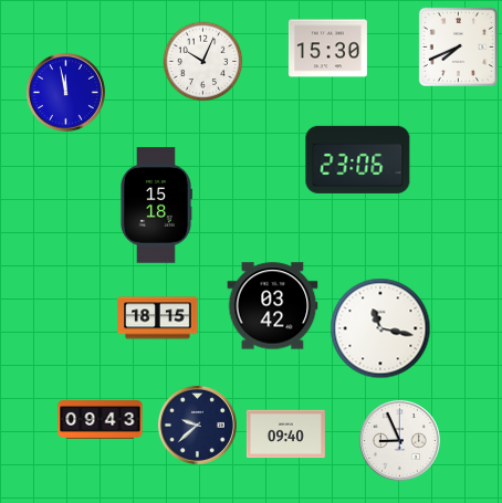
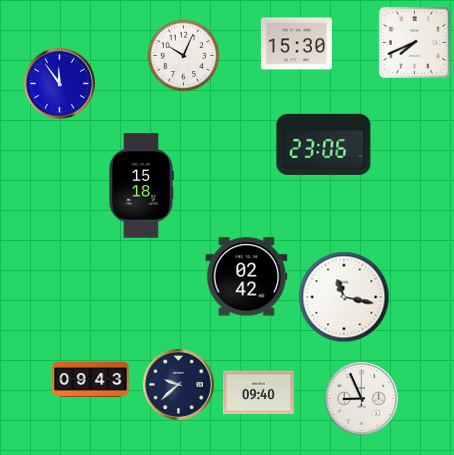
clock at (65, 92): 11:58 -> 11:54
clock at (273, 306): 03:42 -> 02:42
clock at (158, 318): 18:15 -> none
